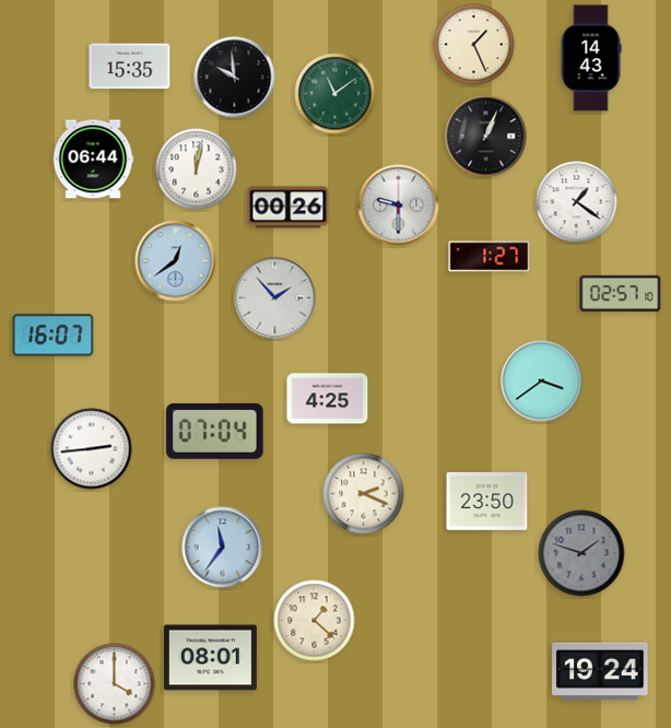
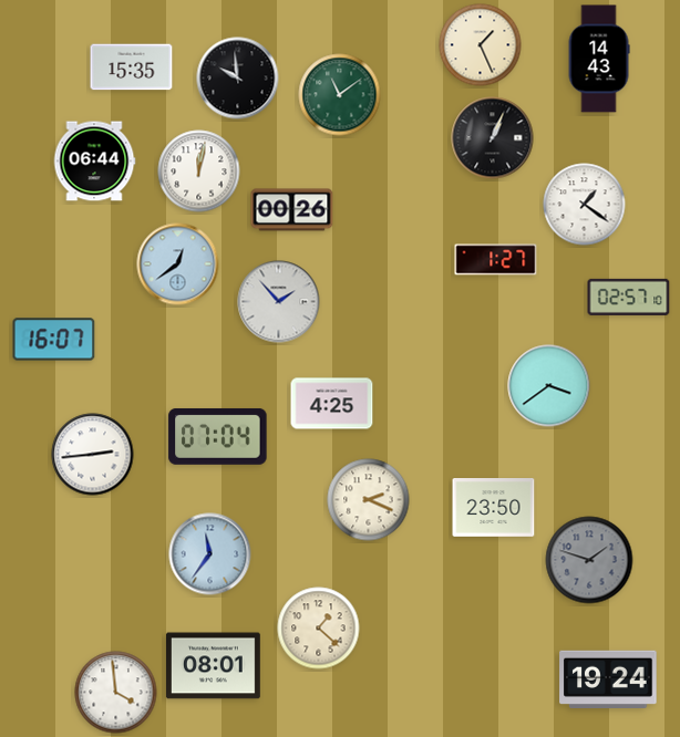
clock at (399, 206): 9:30 -> none
clock at (223, 548) position: (223, 548) -> (210, 554)
clock at (115, 684): 4:00 -> 3:59
